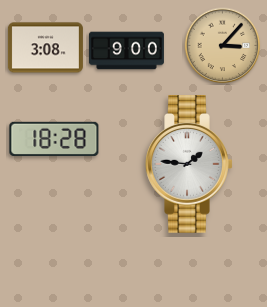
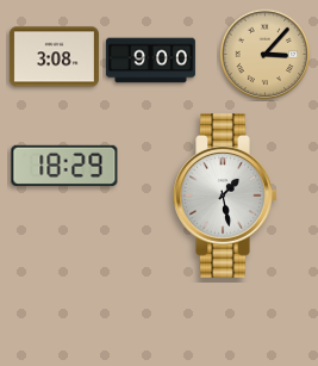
clock at (54, 139): 18:28 -> 18:29
clock at (189, 165): 1:46 -> 1:28
